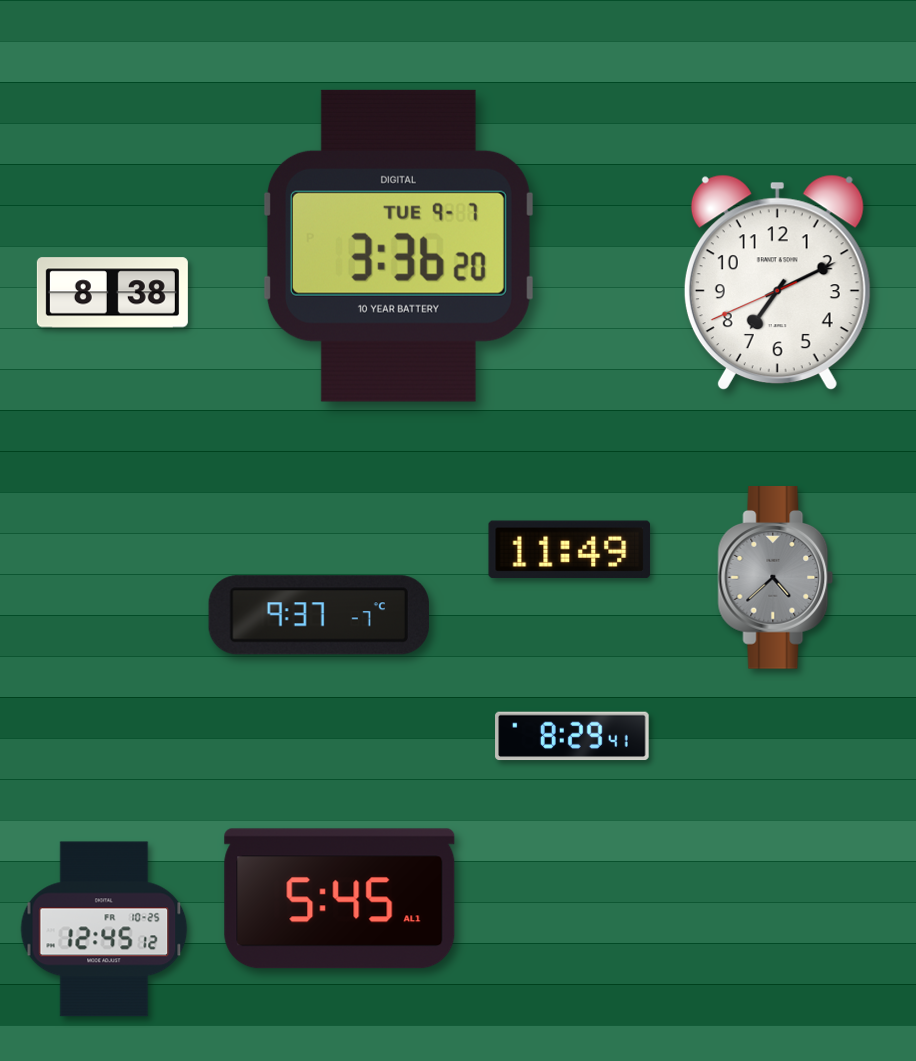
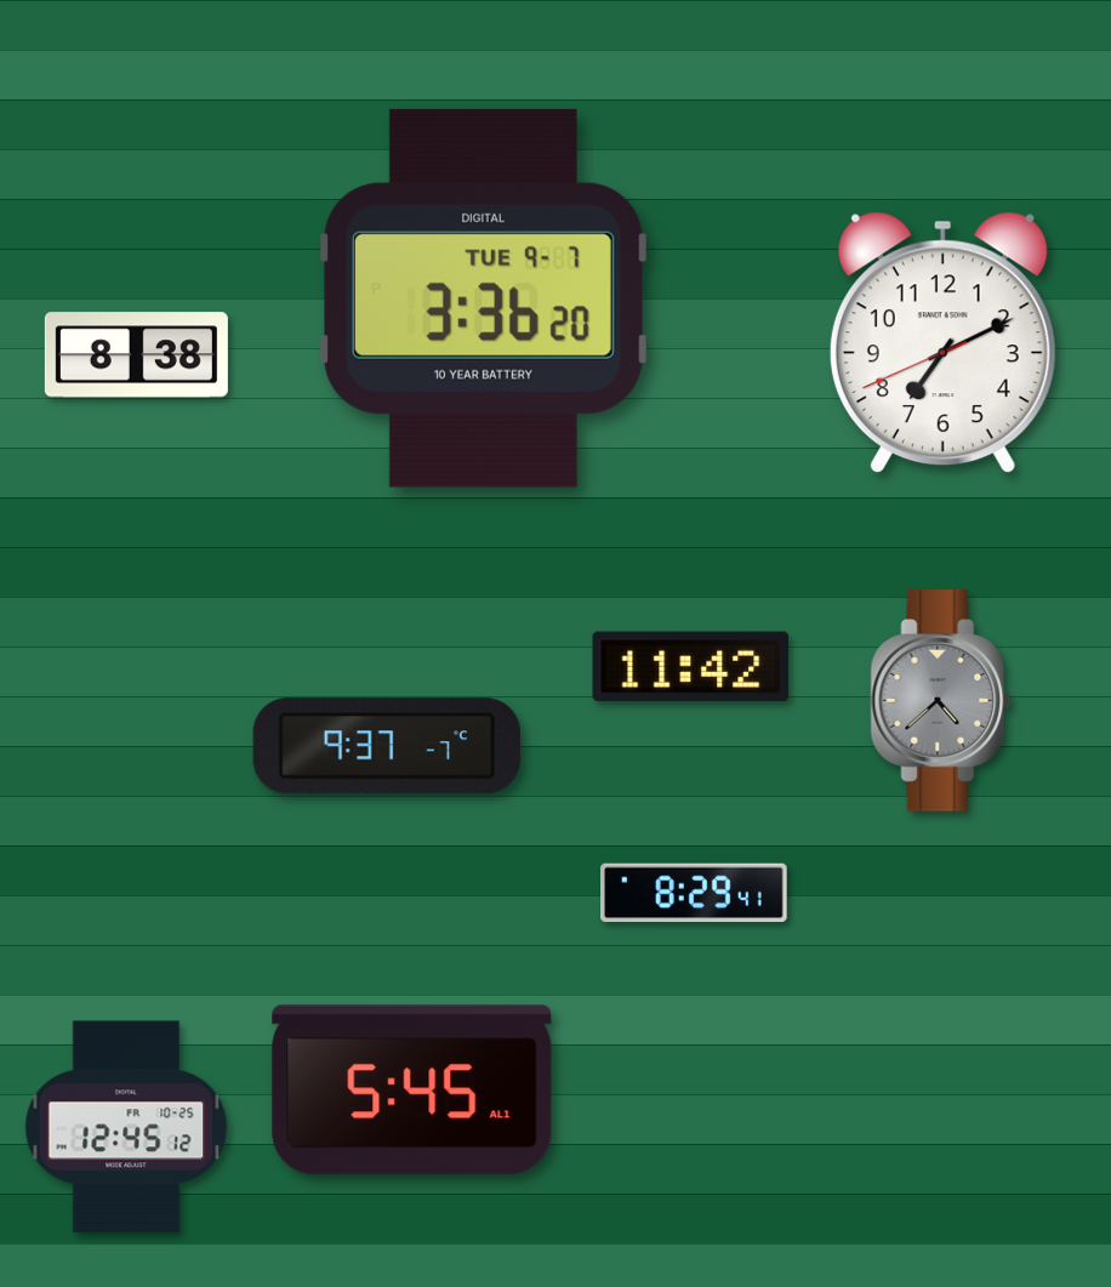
clock at (570, 550): 11:49 -> 11:42
